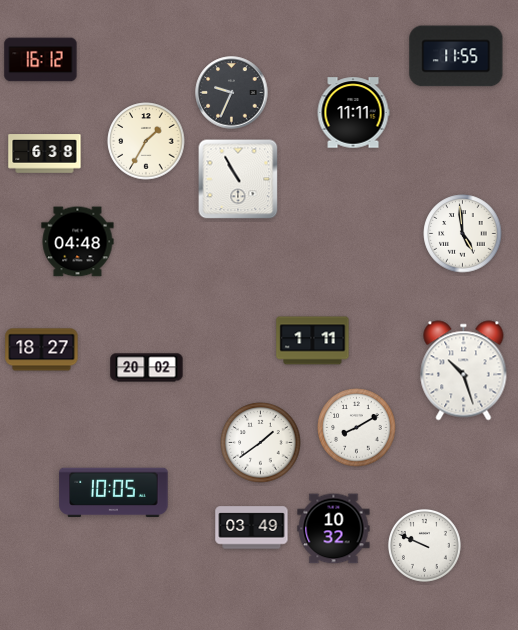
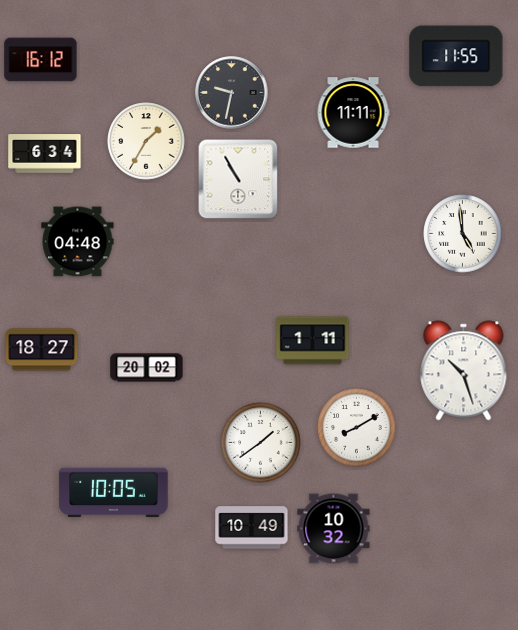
clock at (232, 93): 9:34 -> 9:32
clock at (45, 154): 6:38 -> 6:34
clock at (252, 528): 03:49 -> 10:49
clock at (424, 545): 9:49 -> none
